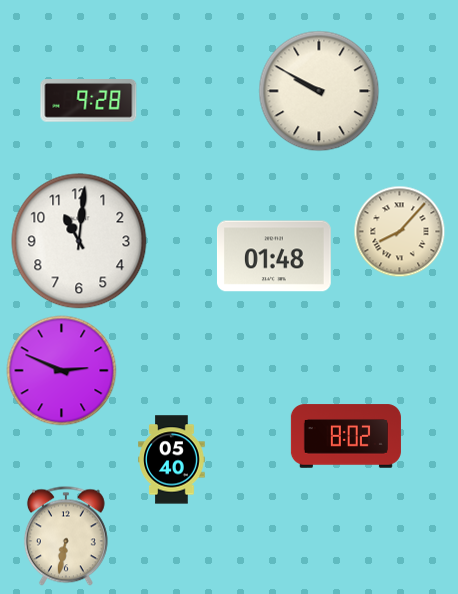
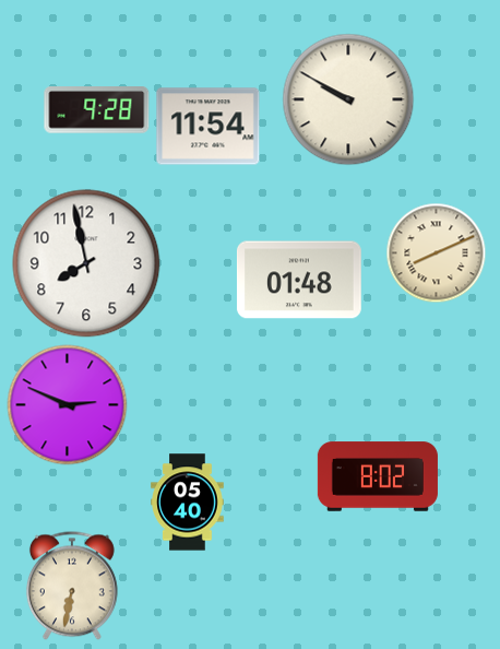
clock at (209, 127): none -> 11:54
clock at (400, 232): 8:07 -> 8:11
clock at (79, 241): 11:01 -> 7:58
